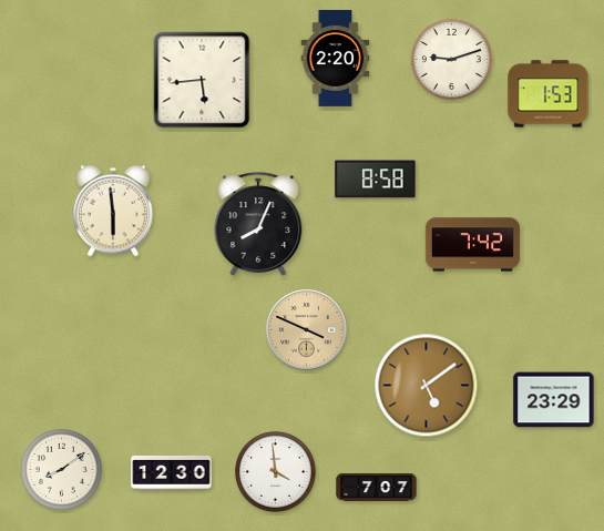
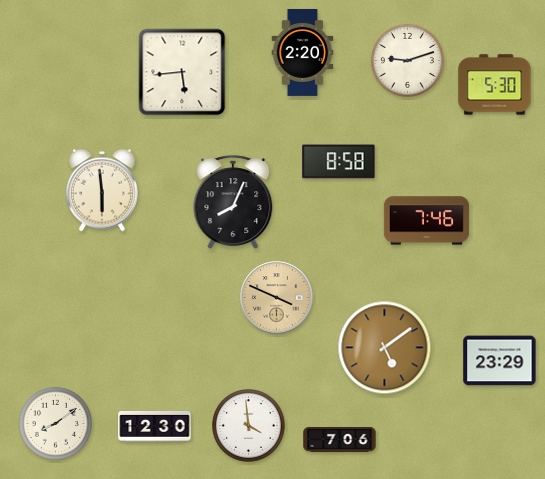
clock at (451, 59) position: (451, 59) -> (407, 60)
clock at (549, 94): 1:53 -> 5:30
clock at (472, 245): 7:42 -> 7:46
clock at (377, 488): 7:07 -> 7:06
